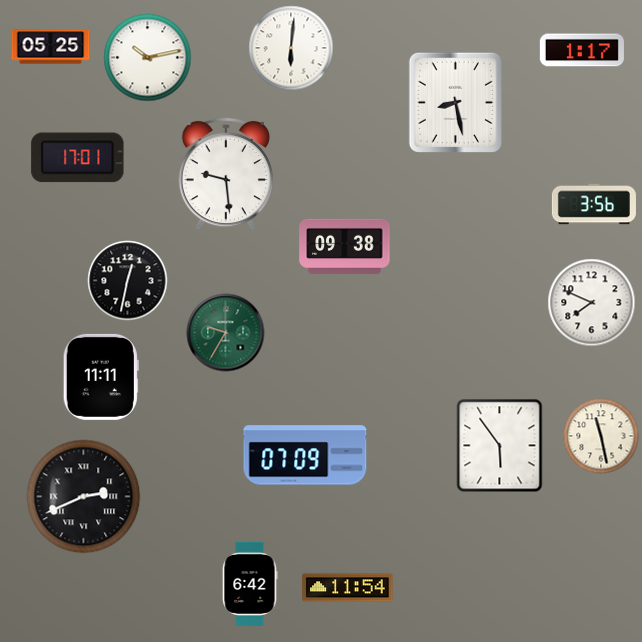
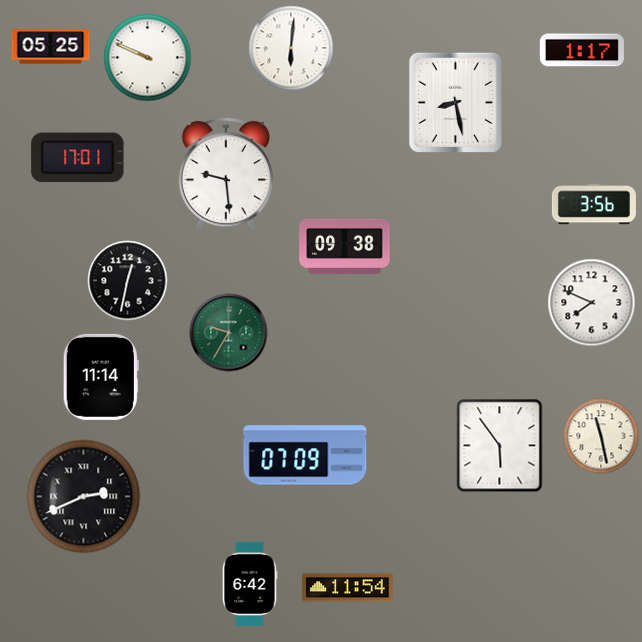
clock at (148, 58): 10:13 -> 9:49
clock at (226, 333) position: (226, 333) -> (229, 333)
clock at (101, 377): 11:11 -> 11:14
